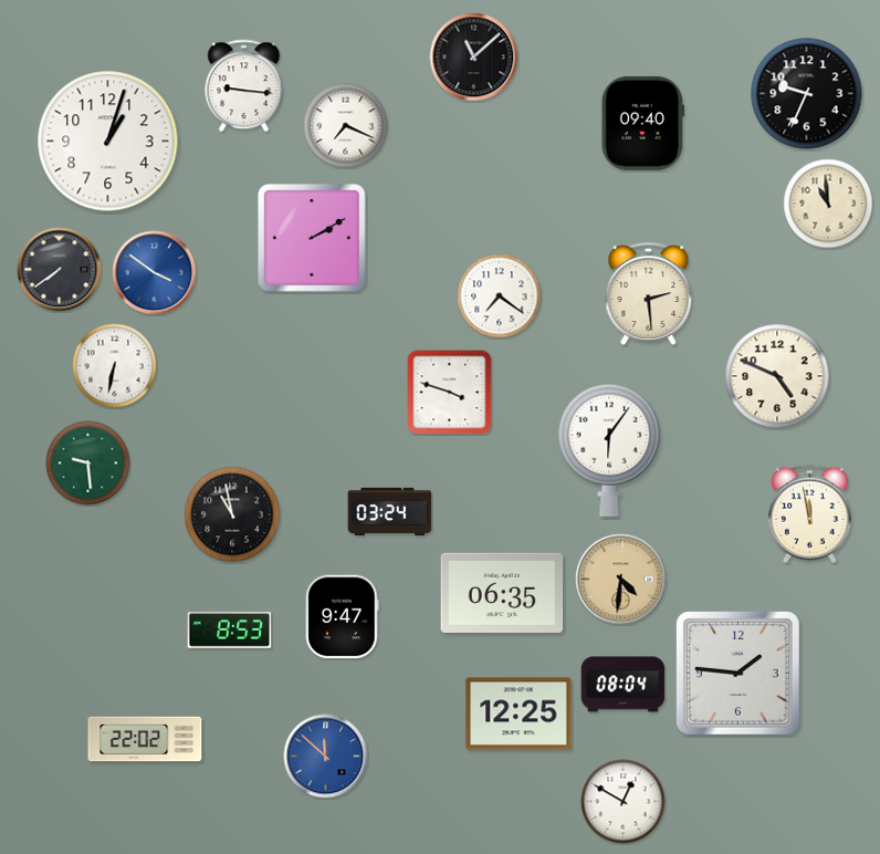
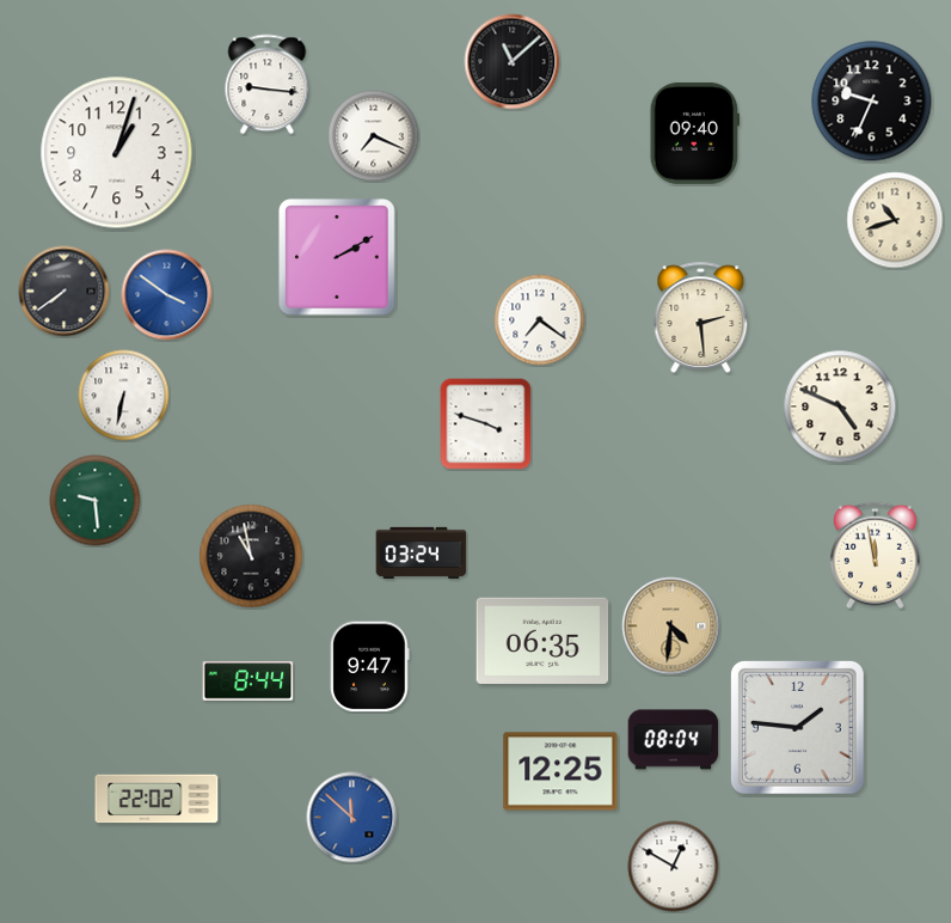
clock at (244, 86) position: (244, 86) -> (268, 85)
clock at (828, 204): 10:59 -> 10:42
clock at (609, 450): 6:06 -> none
clock at (230, 631): 8:53 -> 8:44
